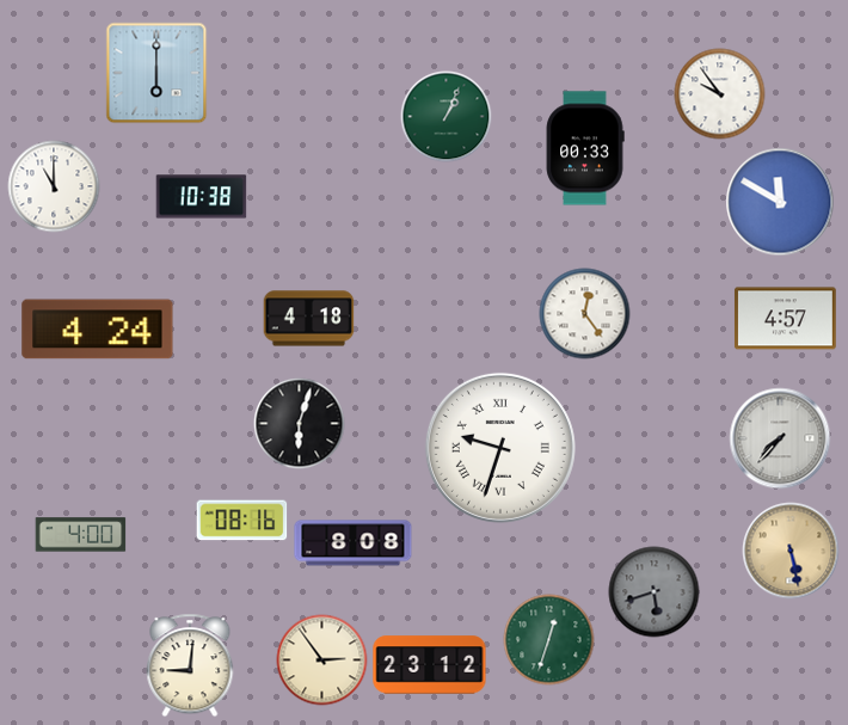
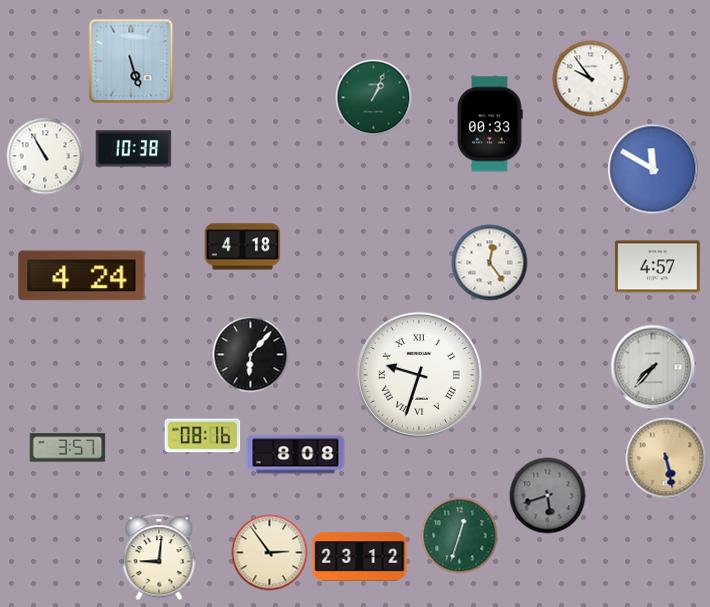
clock at (156, 73): 6:00 -> 5:27
clock at (720, 94) position: (720, 94) -> (591, 79)
clock at (54, 186): 11:00 -> 10:55
clock at (202, 197) position: (202, 197) -> (134, 149)
clock at (309, 319) position: (309, 319) -> (243, 247)
clock at (300, 424): 6:03 -> 6:07
clock at (81, 535): 4:00 -> 3:57
clock at (791, 551) position: (791, 551) -> (666, 458)
